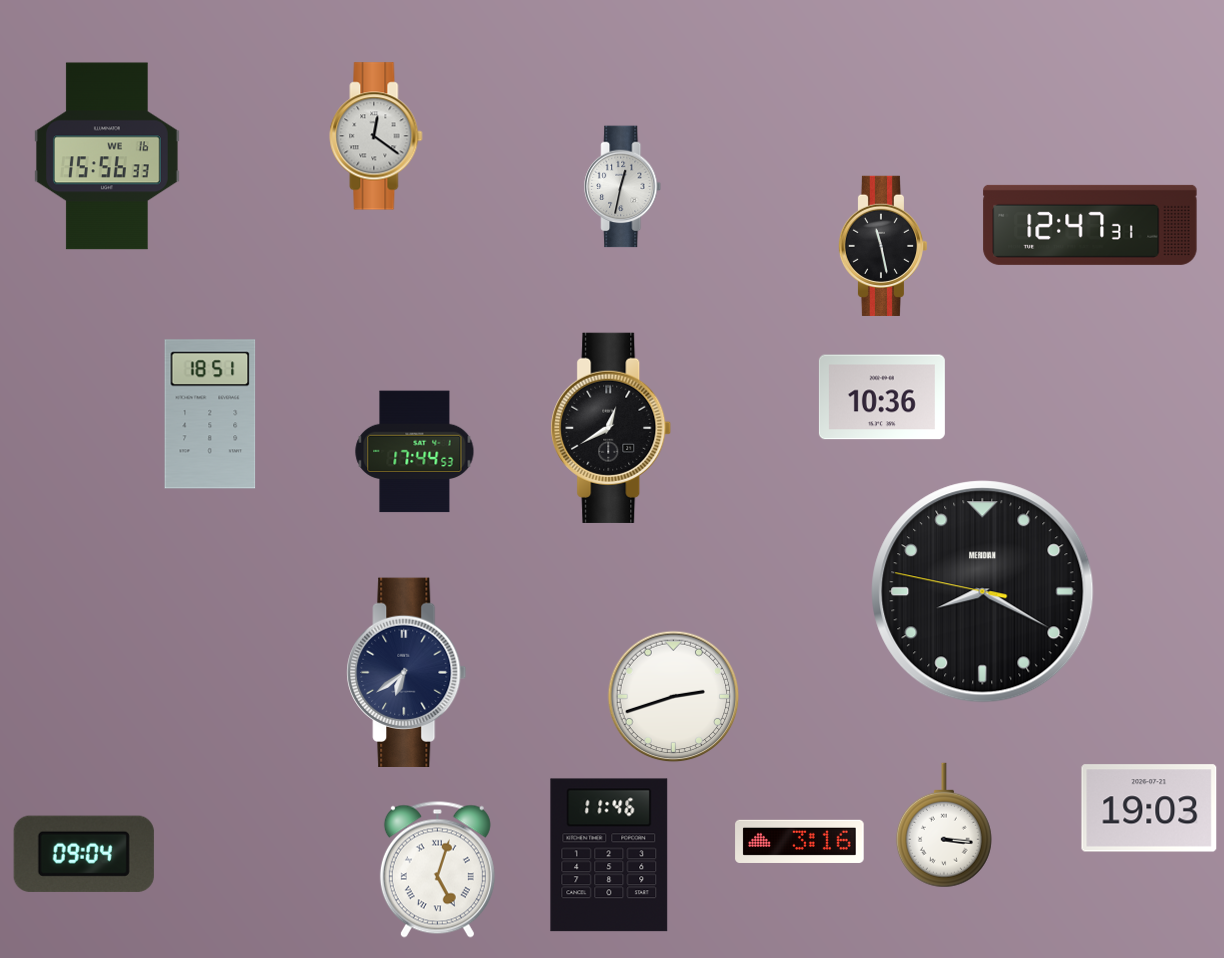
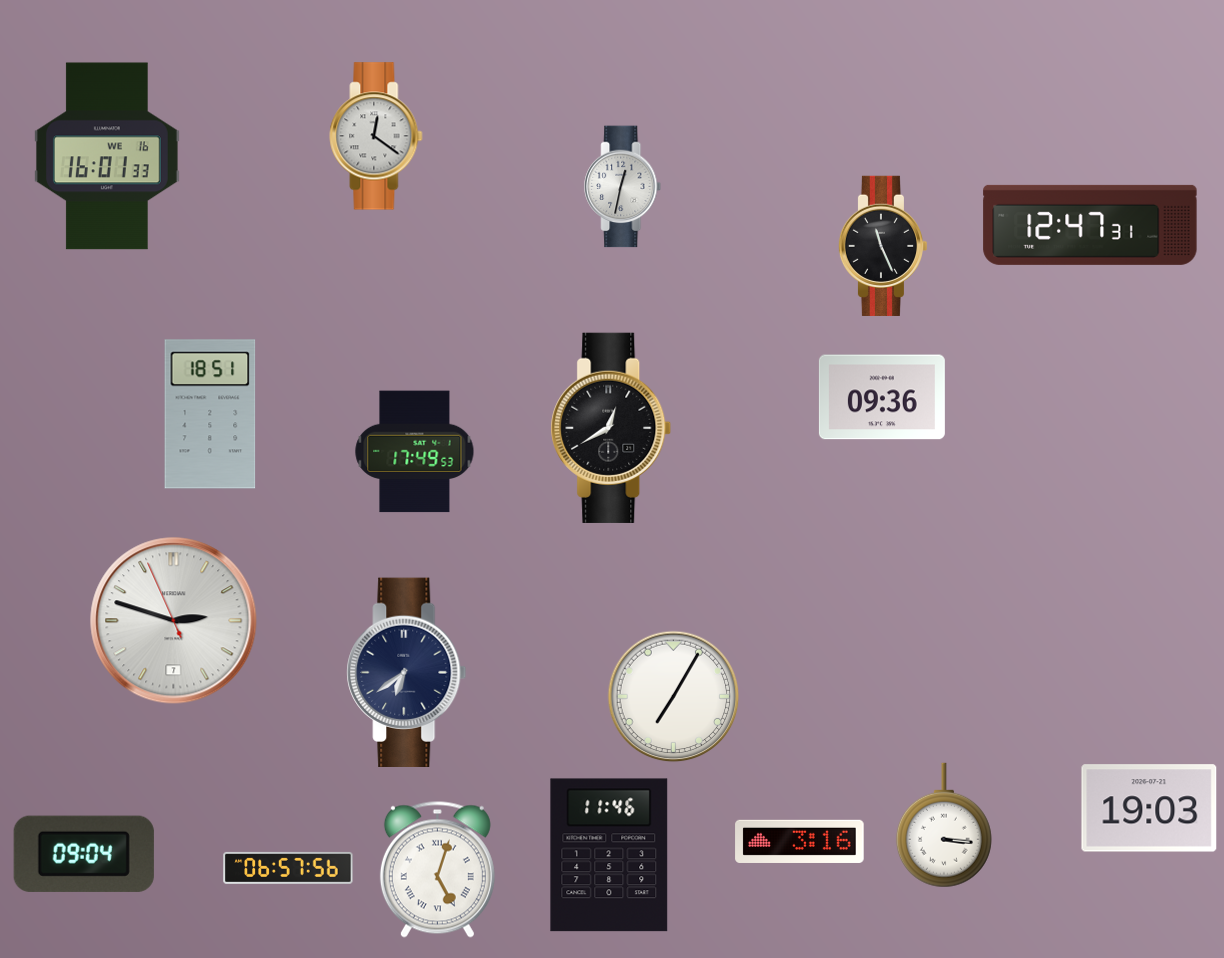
clock at (107, 156): 15:56 -> 16:01
clock at (883, 246): 11:28 -> 11:26
clock at (882, 397): 10:36 -> 09:36
clock at (415, 452): 17:44 -> 17:49
clock at (983, 592): 8:19 -> none
clock at (174, 621): none -> 2:47
clock at (674, 697): 2:42 -> 7:05
clock at (288, 868): none -> 06:57
